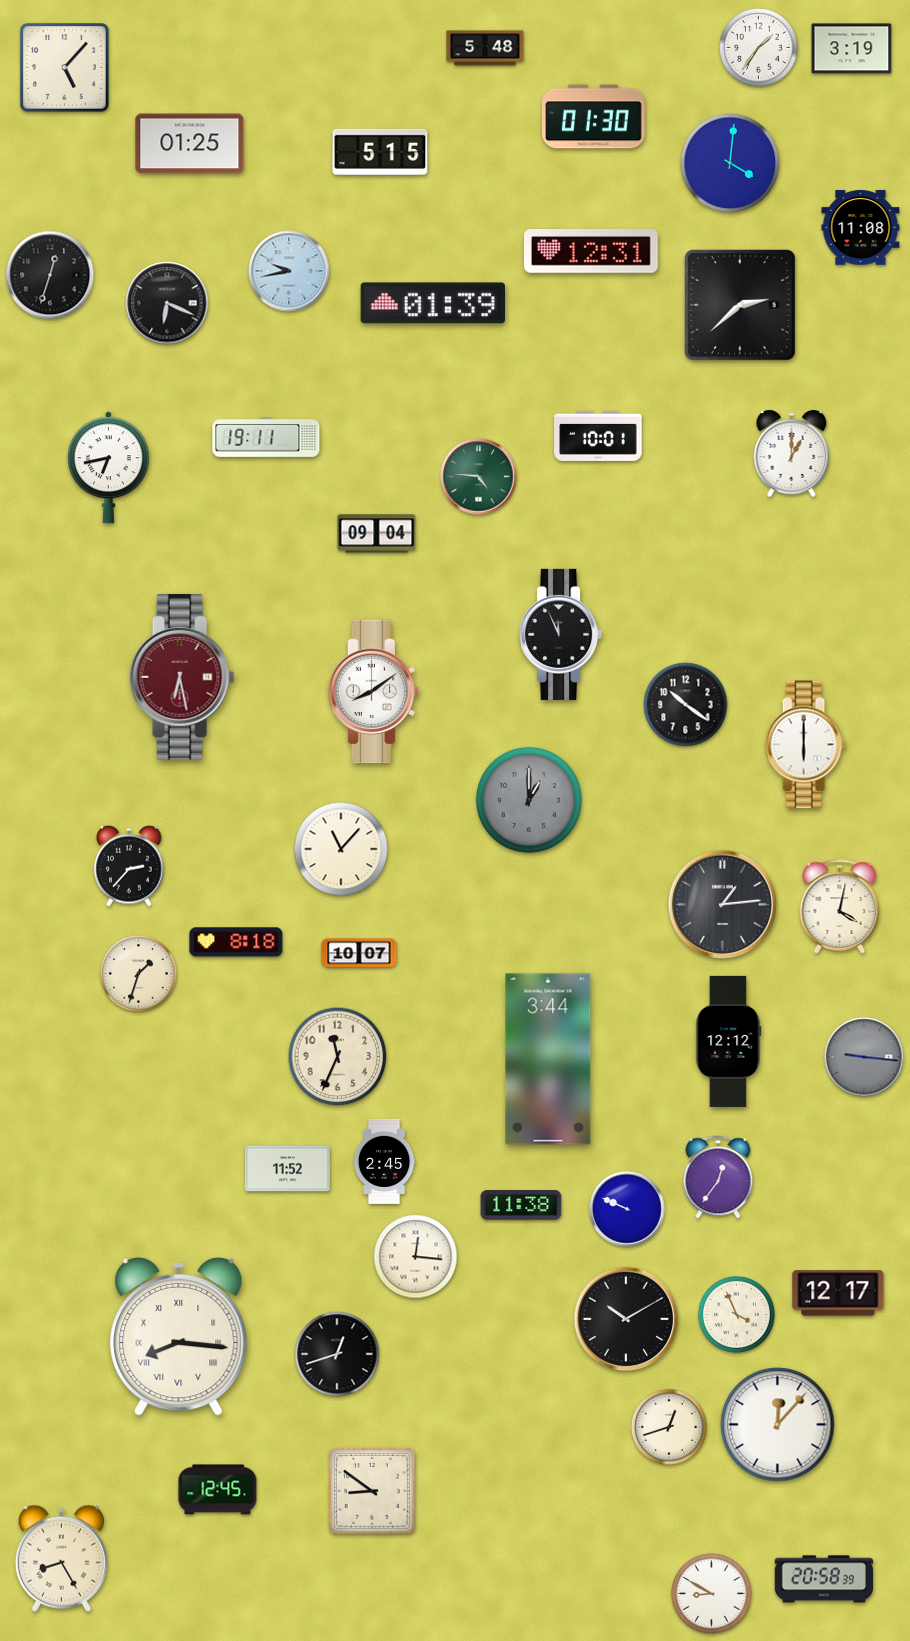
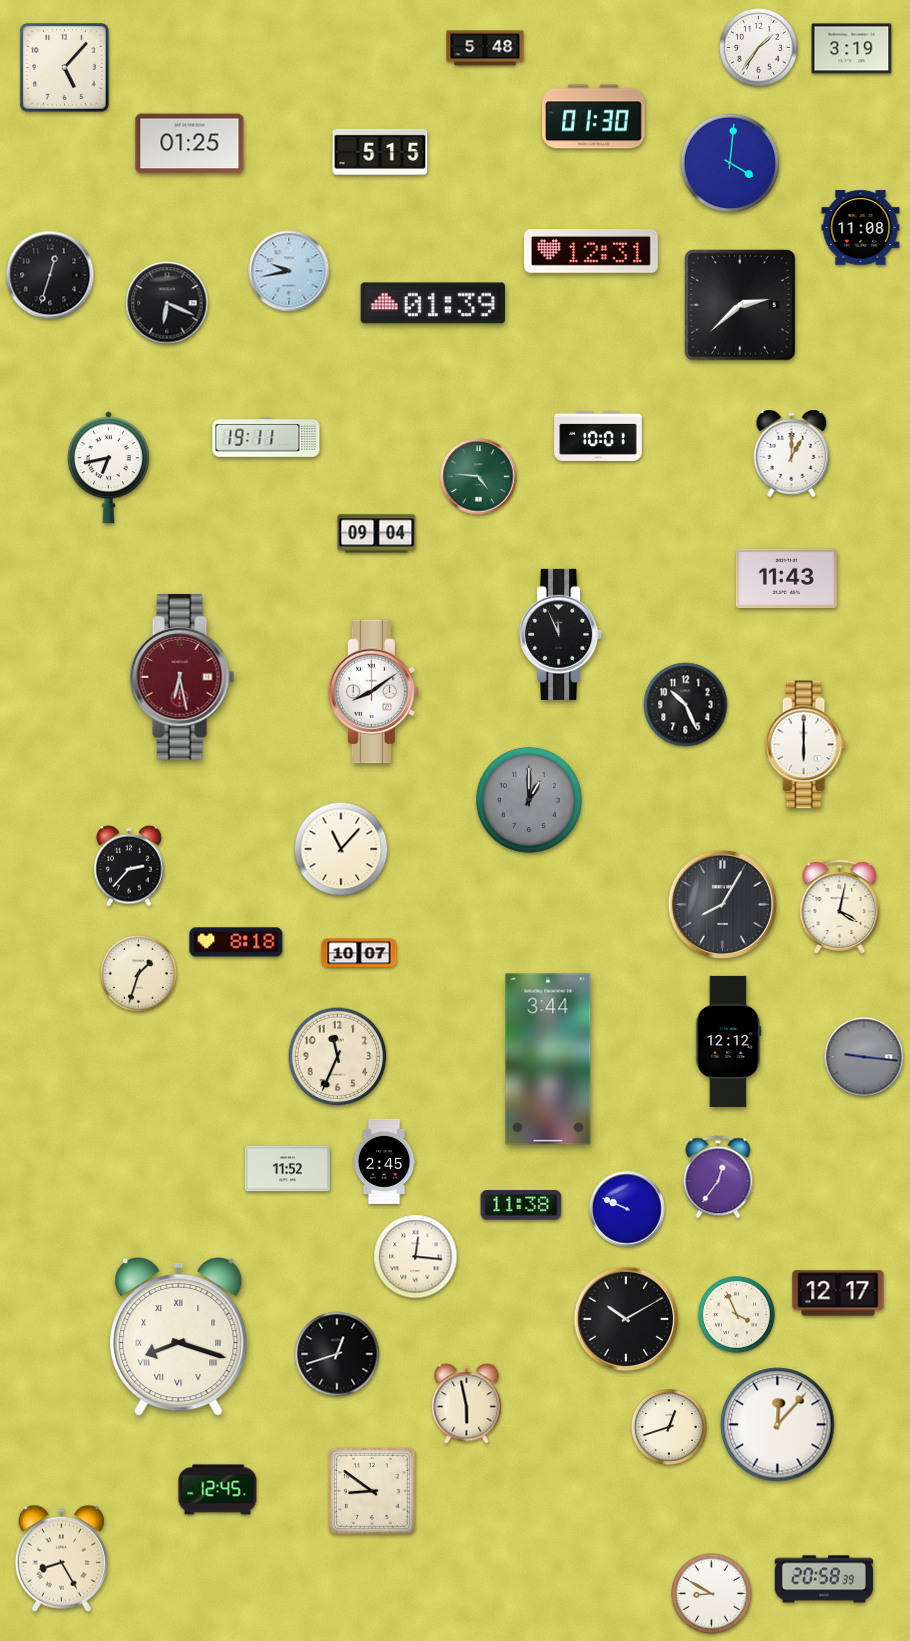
clock at (786, 579): none -> 11:43
clock at (686, 705): 10:21 -> 10:26
clock at (722, 904): 1:14 -> 8:05
clock at (179, 1336): 8:16 -> 8:18
clock at (467, 1404): none -> 5:58
